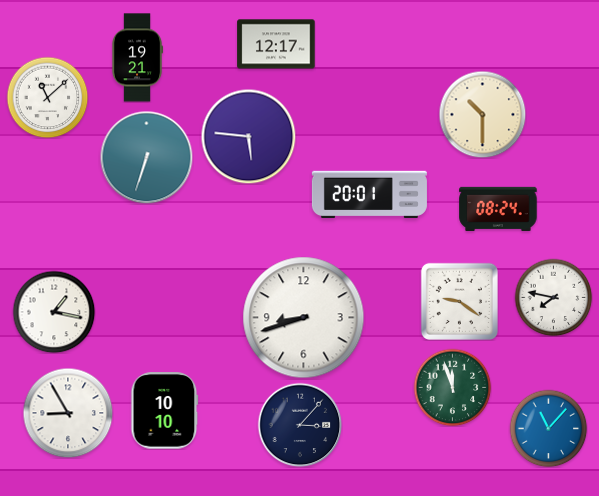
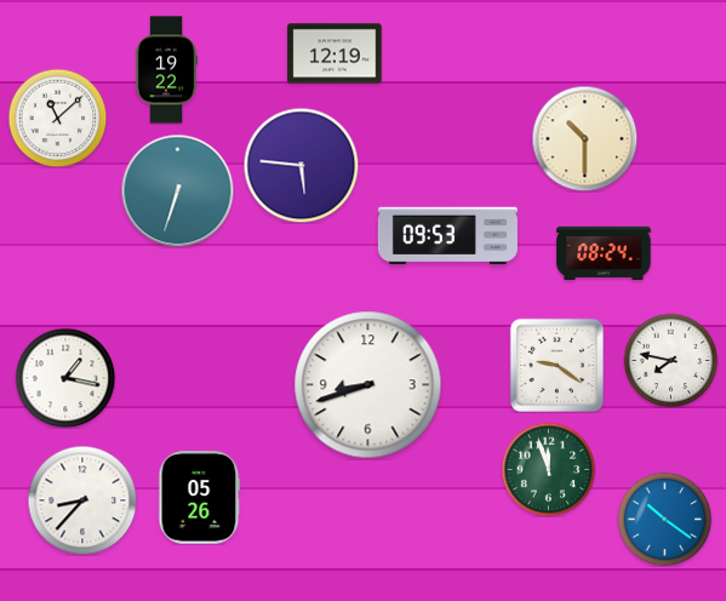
clock at (276, 44): 12:17 -> 12:19
clock at (137, 58): 19:21 -> 19:22
clock at (369, 195): 20:01 -> 09:53
clock at (165, 411): 10:10 -> 05:26
clock at (68, 413): 8:55 -> 8:37
clock at (300, 425): 3:07 -> none
clock at (548, 428): 11:07 -> 10:21
